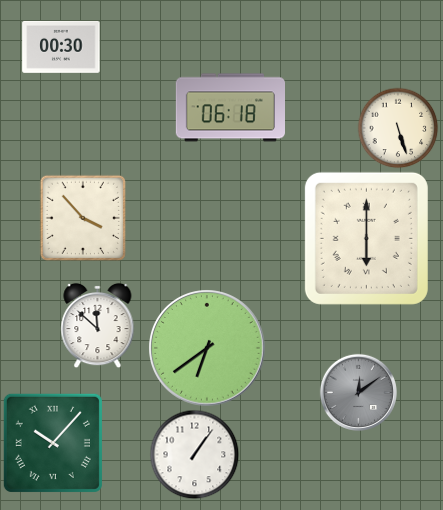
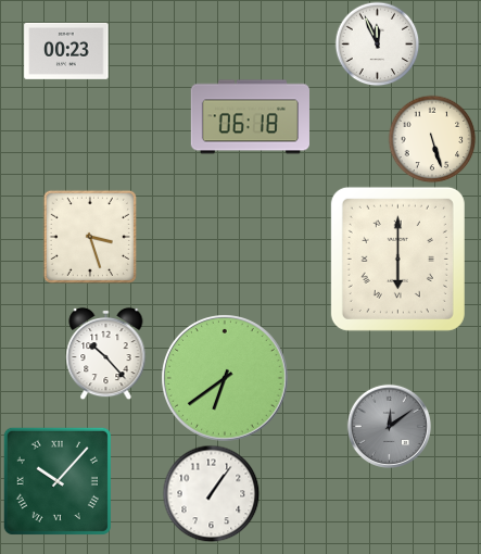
clock at (377, 43): none -> 11:56
clock at (61, 47): 00:30 -> 00:23
clock at (83, 218): 3:53 -> 3:27
clock at (98, 325): 11:52 -> 10:23
